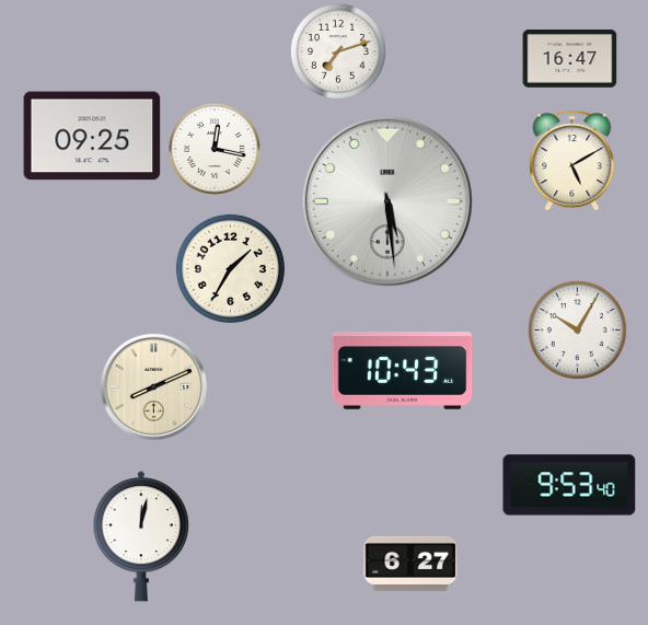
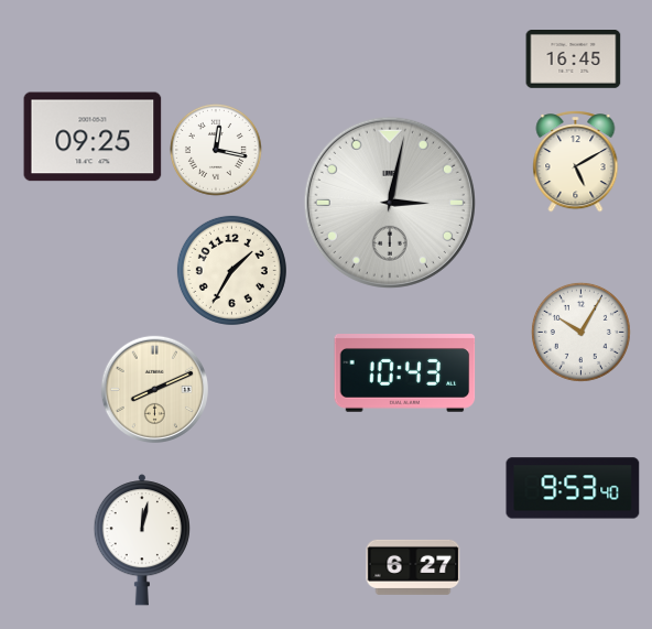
clock at (338, 51): 7:12 -> none
clock at (570, 59): 16:47 -> 16:45
clock at (387, 201): 5:29 -> 3:02
